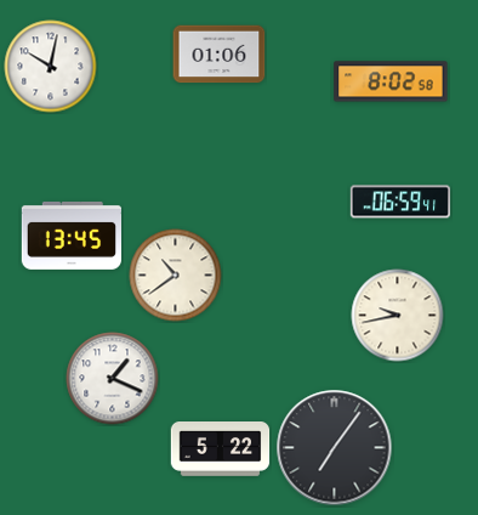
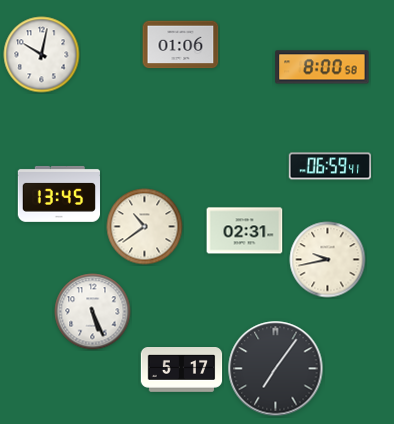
clock at (391, 81): 8:02 -> 8:00
clock at (245, 231): none -> 02:31
clock at (113, 379): 1:19 -> 5:26
clock at (221, 449): 5:22 -> 5:17
